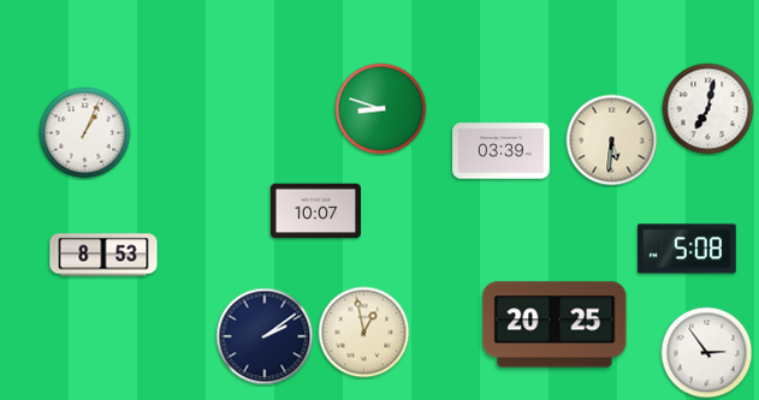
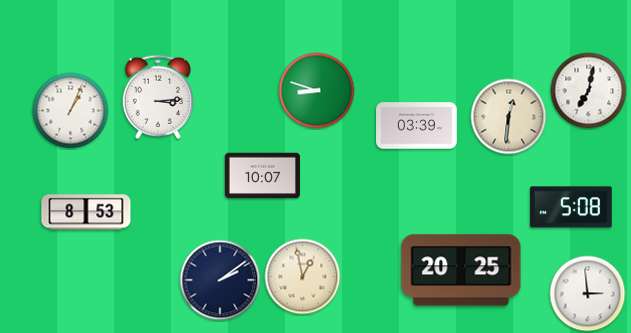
clock at (158, 96): none -> 3:14
clock at (612, 141): 5:31 -> 12:31
clock at (707, 353): 2:54 -> 2:59
